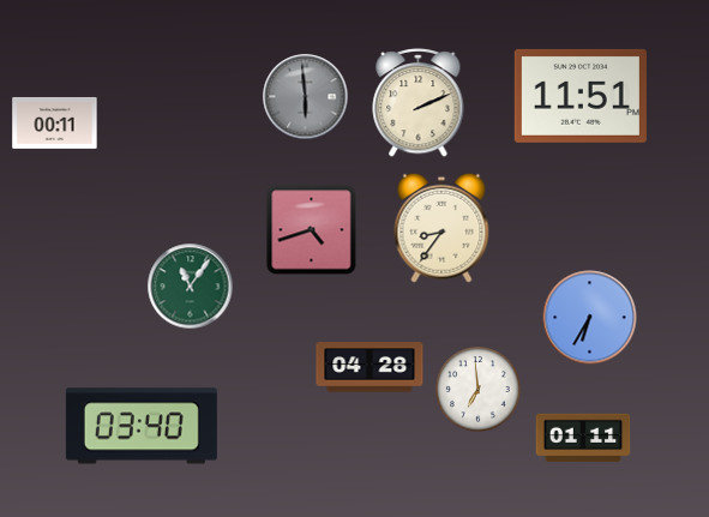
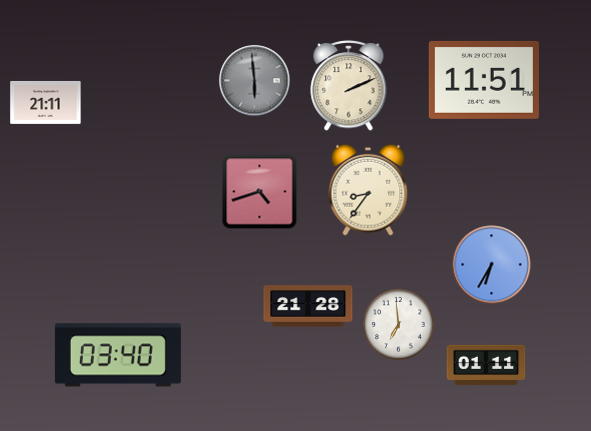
clock at (55, 122): 00:11 -> 21:11
clock at (191, 287): 11:06 -> none
clock at (369, 367): 04:28 -> 21:28
